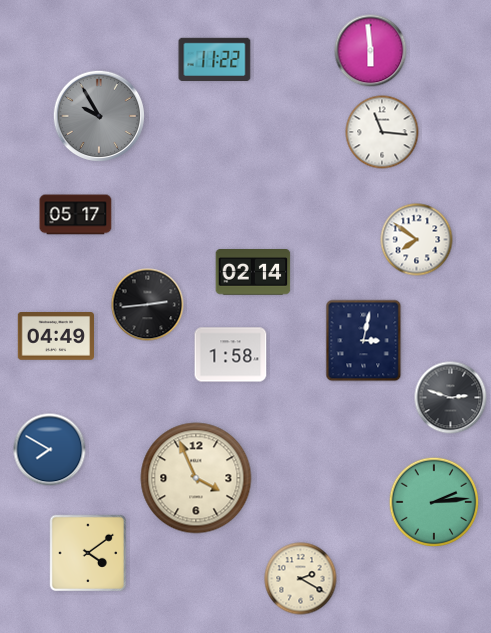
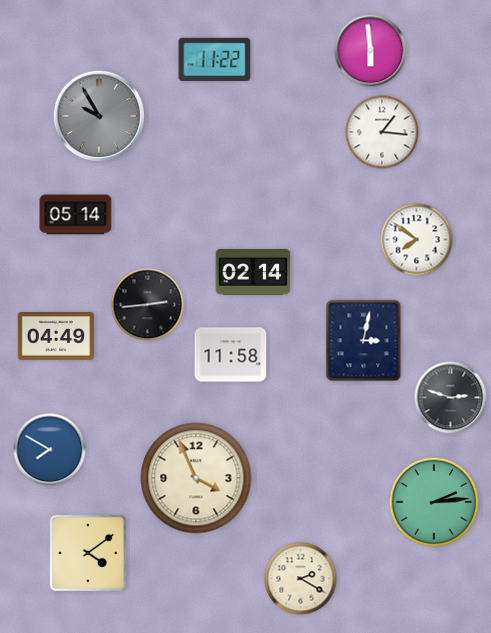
clock at (382, 132): 11:16 -> 1:16
clock at (76, 215): 05:17 -> 05:14
clock at (231, 355): 1:58 -> 11:58
